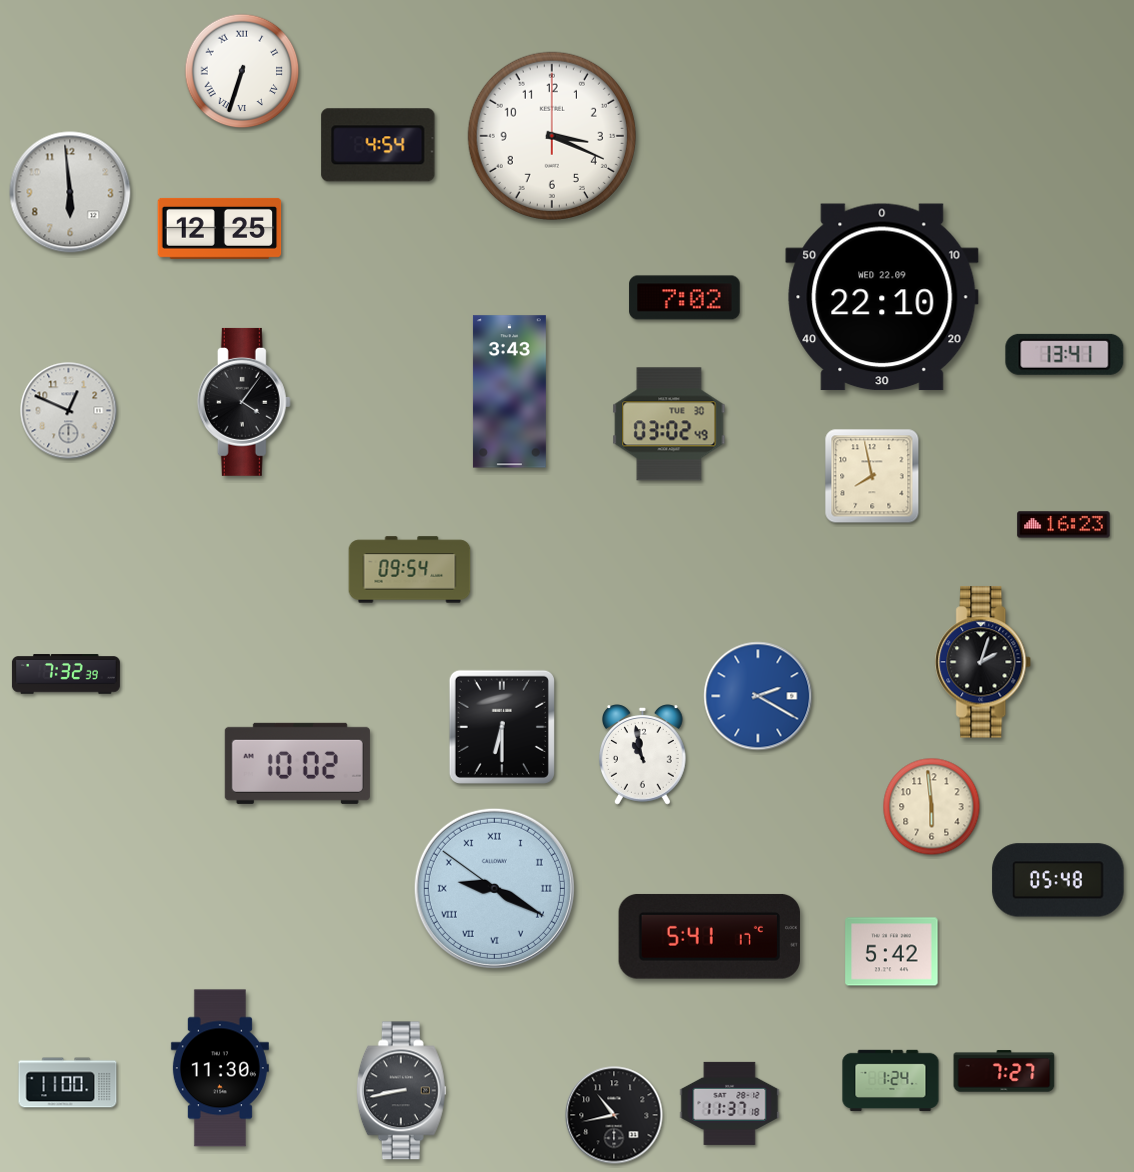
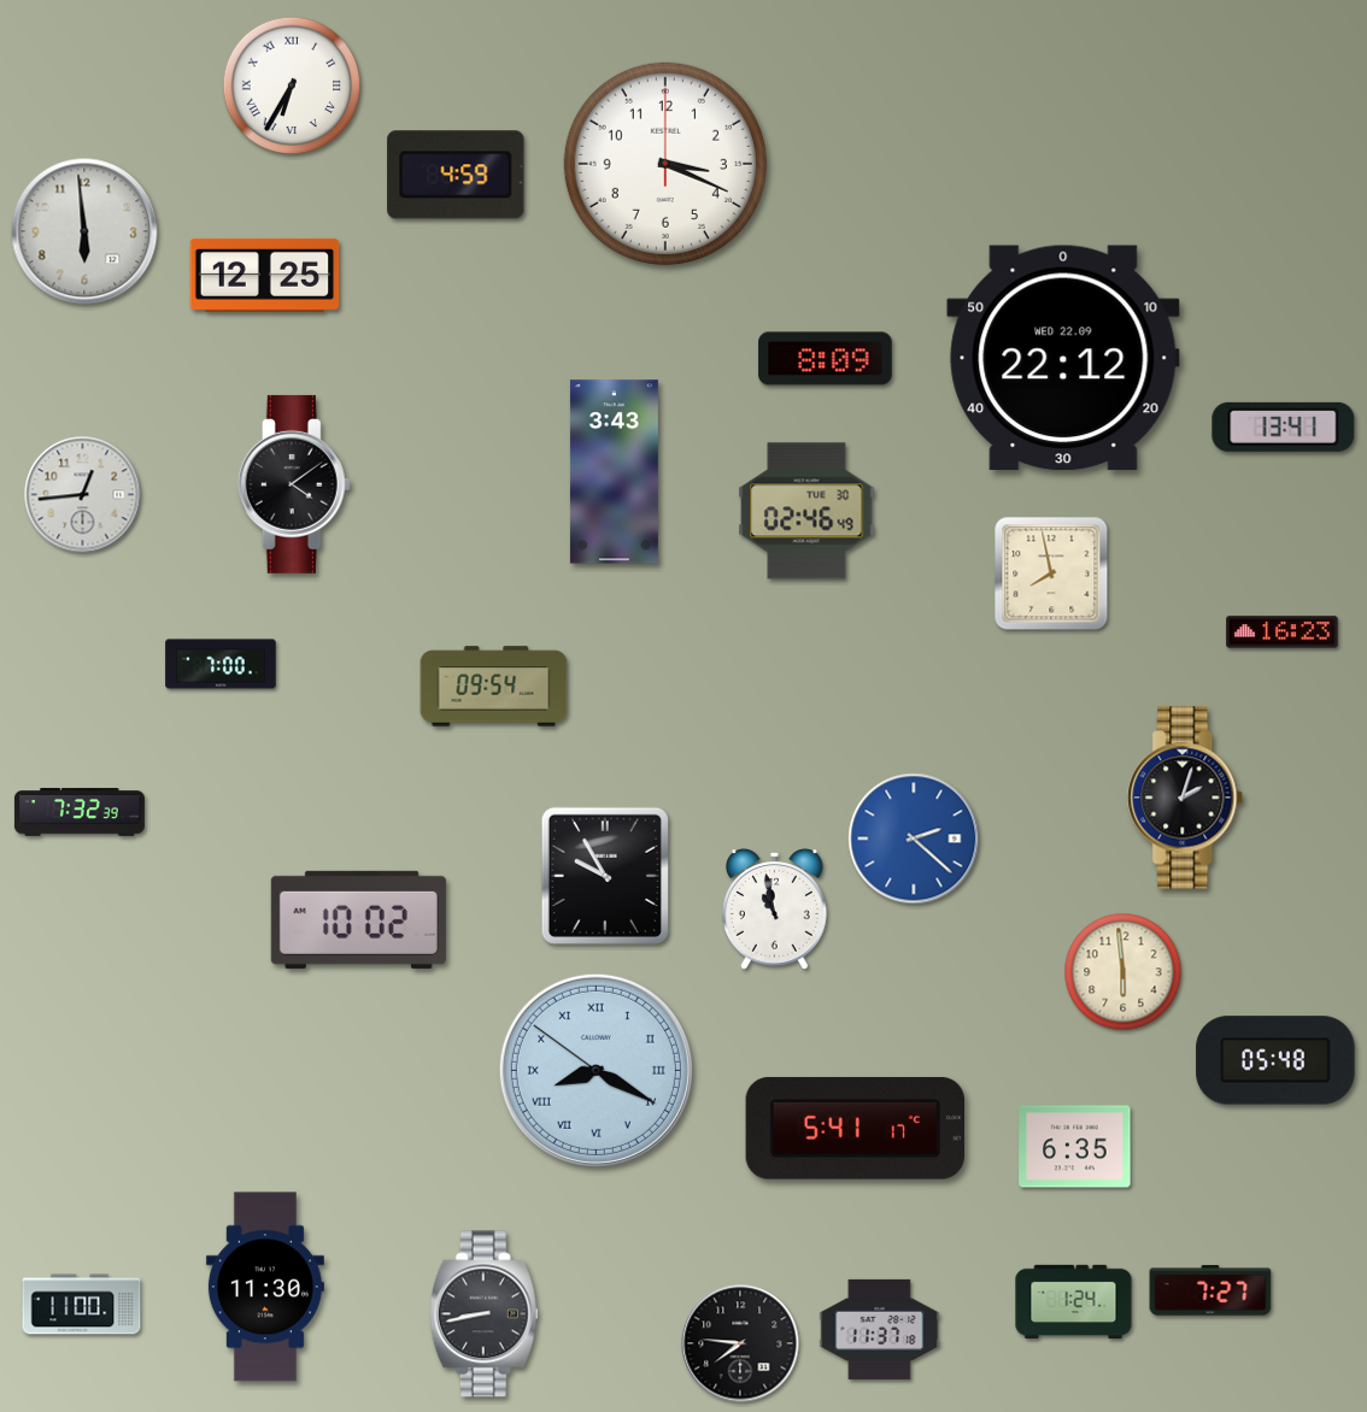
clock at (242, 71): 6:33 -> 6:35
clock at (378, 145): 4:54 -> 4:59
clock at (882, 297): 22:10 -> 22:12
clock at (685, 298): 7:02 -> 8:09
clock at (244, 402): 4:06 -> 4:09
clock at (69, 411): 12:49 -> 12:44
clock at (669, 424): 03:02 -> 02:46
clock at (221, 664): none -> 7:00
clock at (758, 696): 2:20 -> 2:22
clock at (502, 727): 6:30 -> 9:55
clock at (494, 888): 9:19 -> 8:19
clock at (892, 952): 5:42 -> 6:35
clock at (614, 1115): 10:43 -> 7:46
